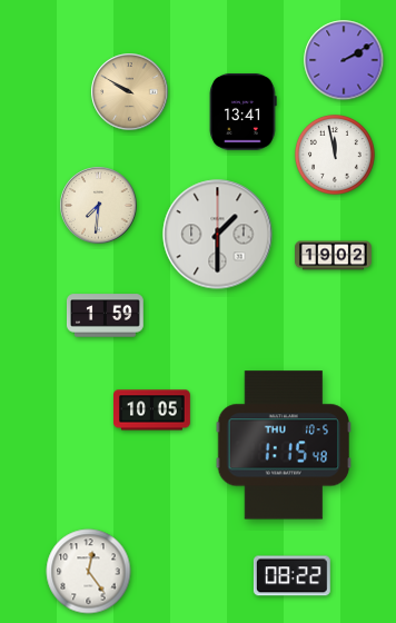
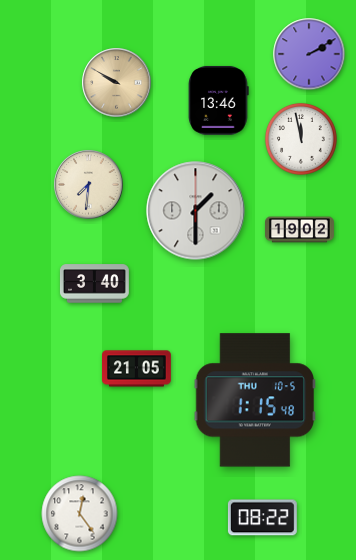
clock at (244, 111): 13:41 -> 13:46
clock at (105, 316): 1:59 -> 3:40
clock at (152, 411): 10:05 -> 21:05
